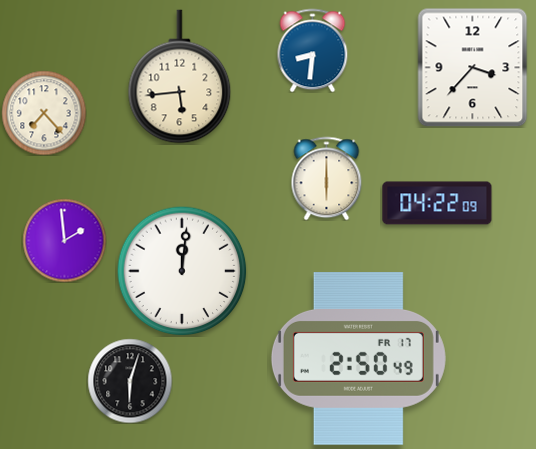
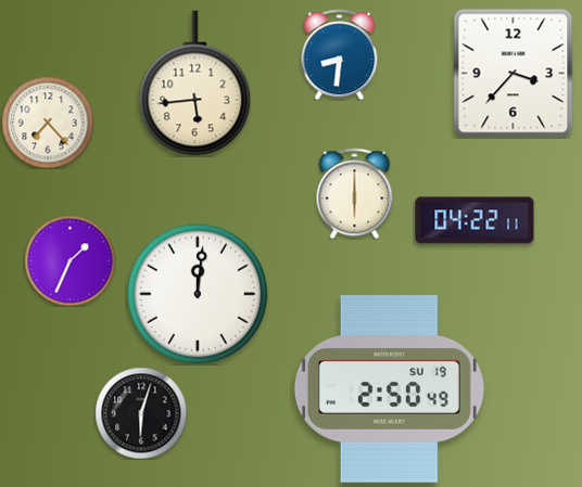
clock at (437, 203): 04:22:09 -> 04:22:11
clock at (64, 240): 1:59 -> 1:34
clock at (358, 359) date: FR 17 -> SU 19
